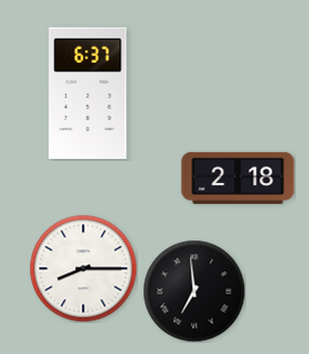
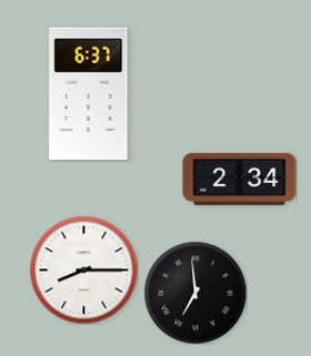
clock at (238, 178): 2:18 -> 2:34
